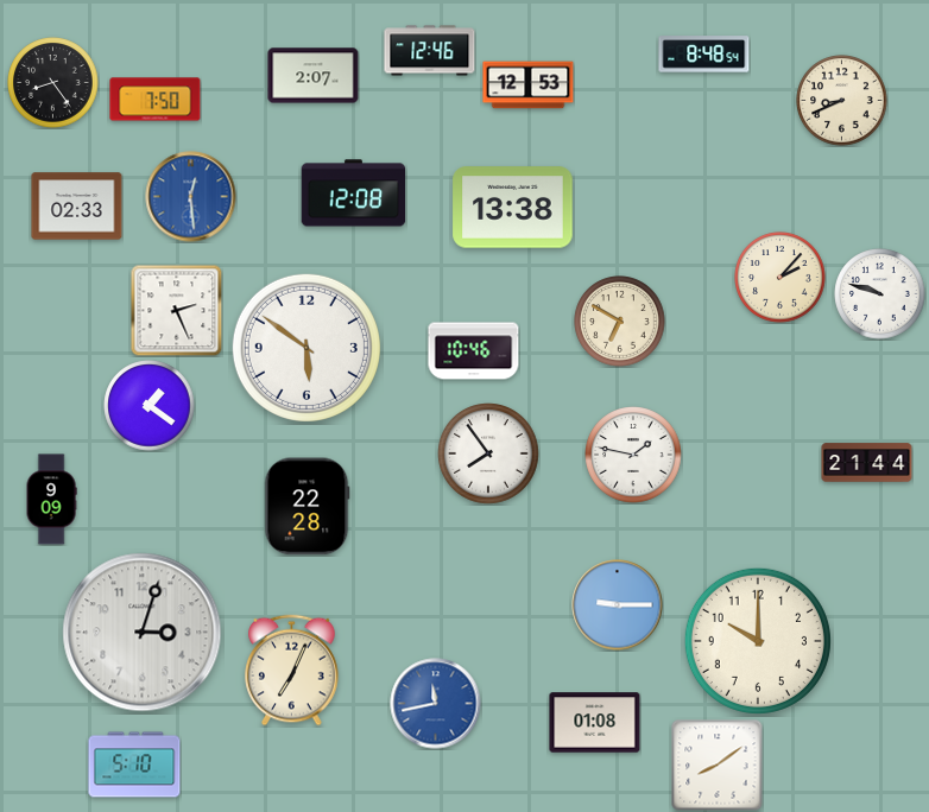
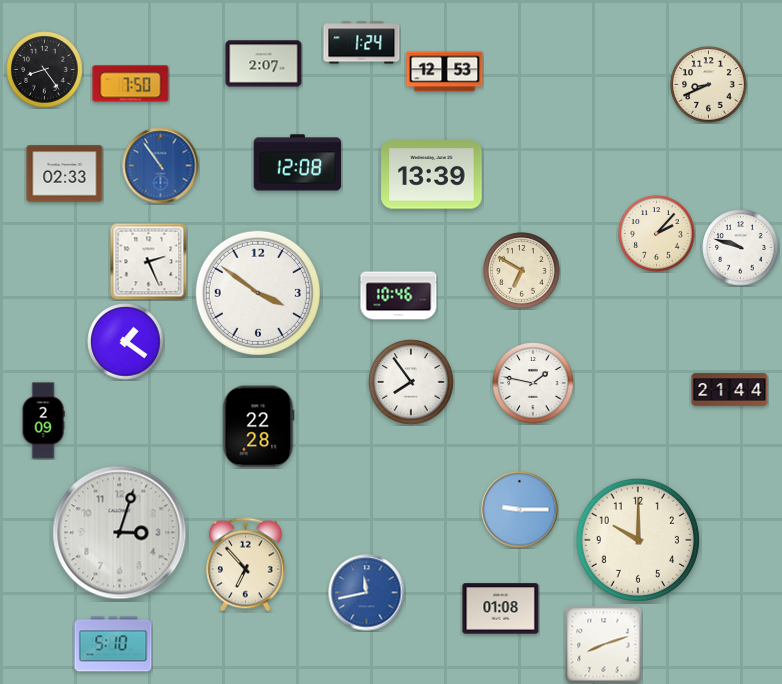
clock at (430, 51): 12:46 -> 1:24
clock at (704, 55): 8:48 -> none
clock at (191, 197): 12:29 -> 10:54
clock at (513, 208): 13:38 -> 13:39
clock at (306, 348): 5:51 -> 3:51
clock at (51, 500): 9:09 -> 2:09
clock at (292, 671): 7:04 -> 6:53
clock at (718, 766): 8:09 -> 8:12
